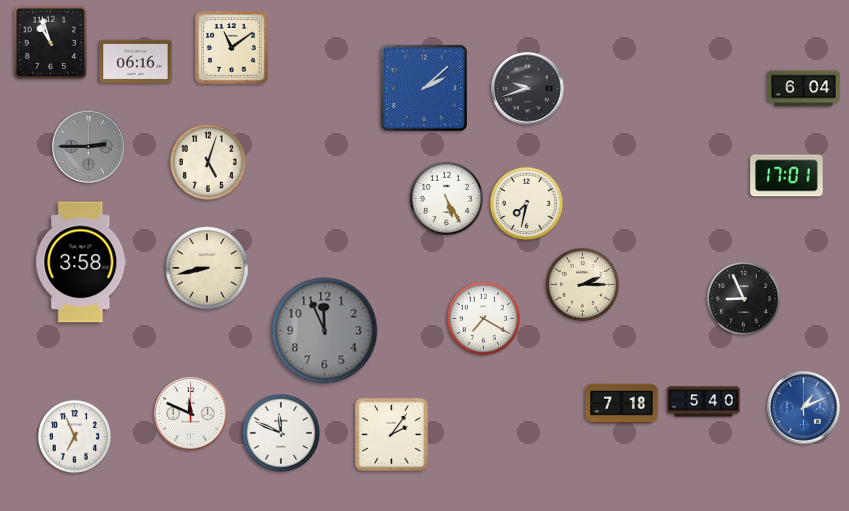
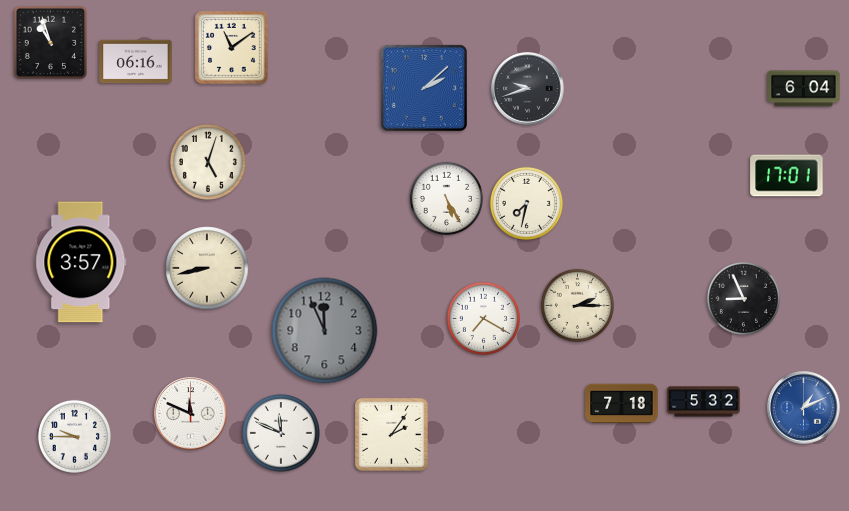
clock at (89, 147): 2:45 -> none
clock at (81, 262): 3:58 -> 3:57
clock at (582, 284) position: (582, 284) -> (577, 305)
clock at (704, 402): 5:40 -> 5:32
clock at (74, 436): 6:56 -> 9:45
